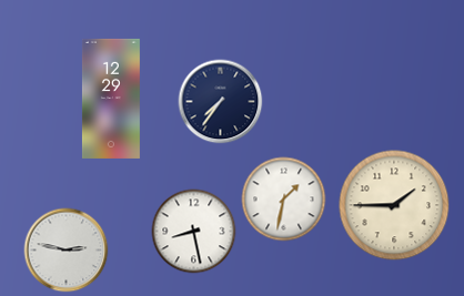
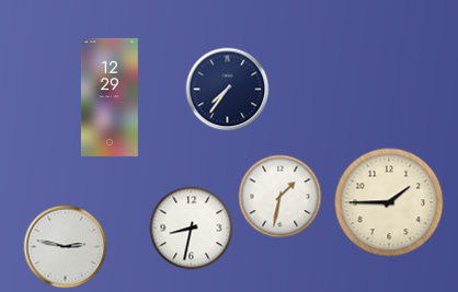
clock at (221, 102) position: (221, 102) -> (228, 90)
clock at (194, 232): 8:28 -> 8:32
